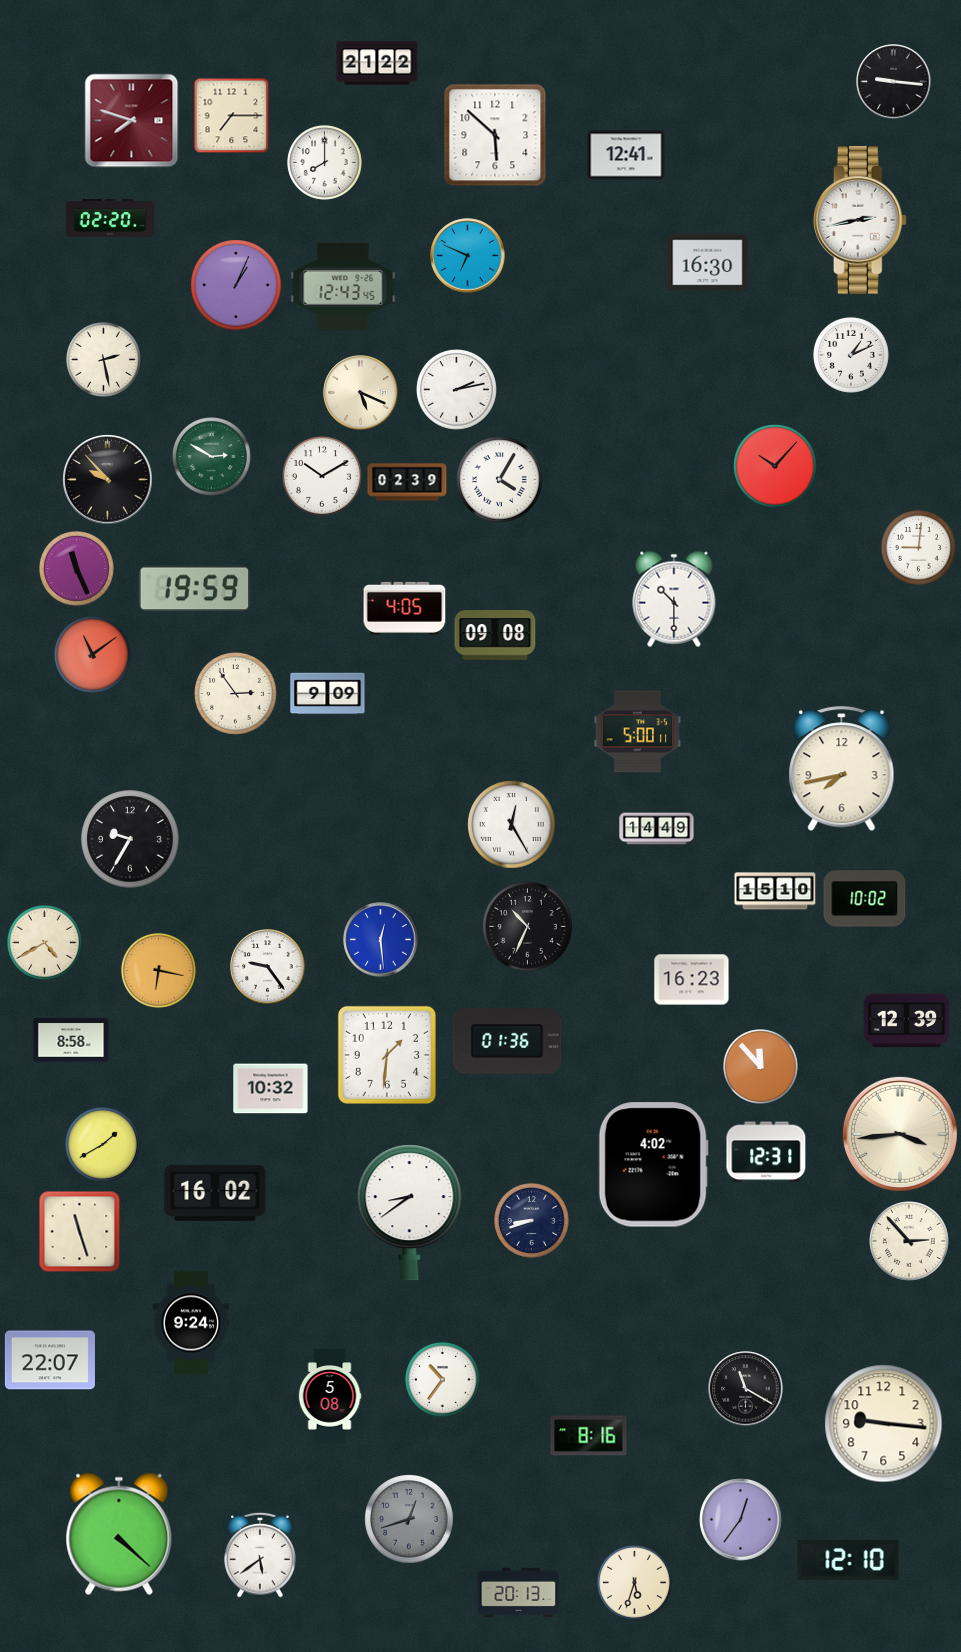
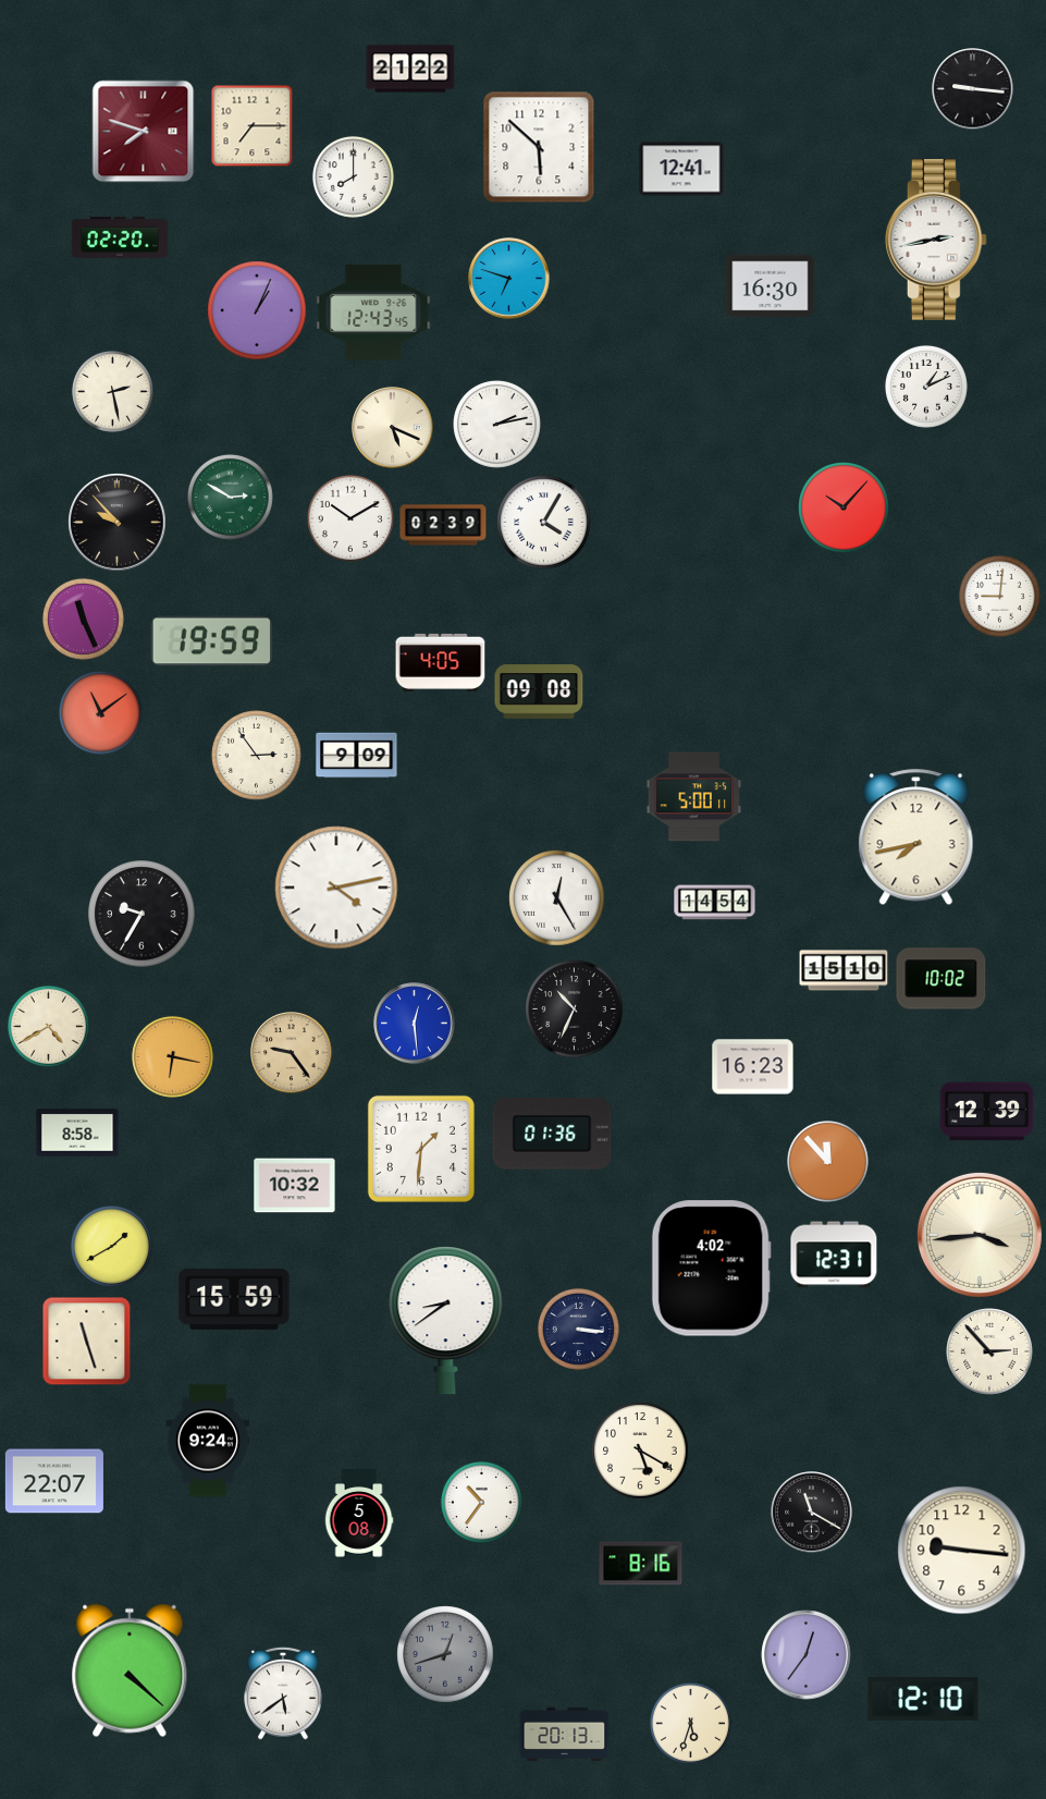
clock at (468, 256): 6:49 -> 6:48
clock at (674, 599): 10:30 -> none
clock at (336, 888): none -> 4:13
clock at (657, 829): 14:49 -> 14:54
clock at (268, 967) dial: white -> champagne
clock at (215, 1193): 16:02 -> 15:59
clock at (531, 1220): 8:42 -> 3:16
clock at (640, 1451): none -> 5:20
